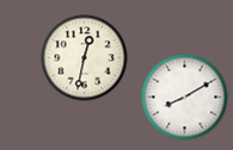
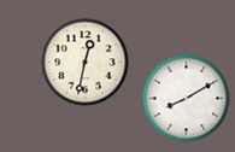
clock at (85, 58) position: (85, 58) -> (86, 63)
